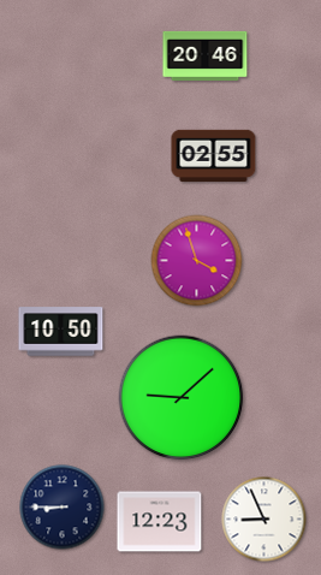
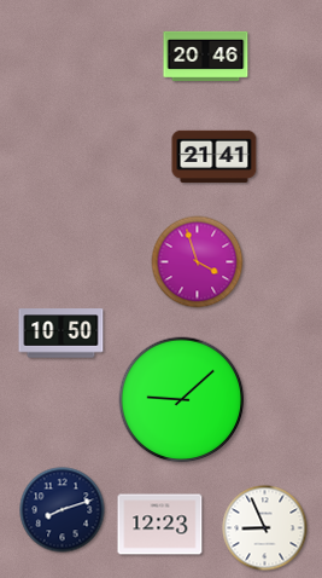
clock at (214, 156): 02:55 -> 21:41
clock at (63, 508): 8:45 -> 8:12
clock at (264, 520) position: (264, 520) -> (265, 528)
